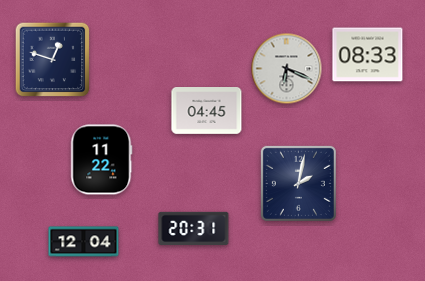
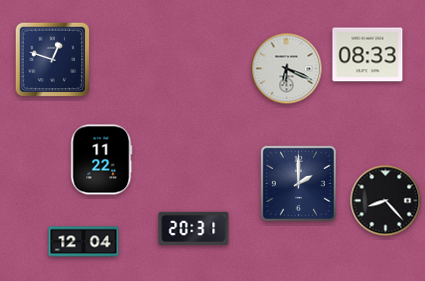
clock at (207, 111): 04:45 -> none
clock at (298, 183): 2:02 -> 2:00
clock at (386, 201): none -> 8:23
